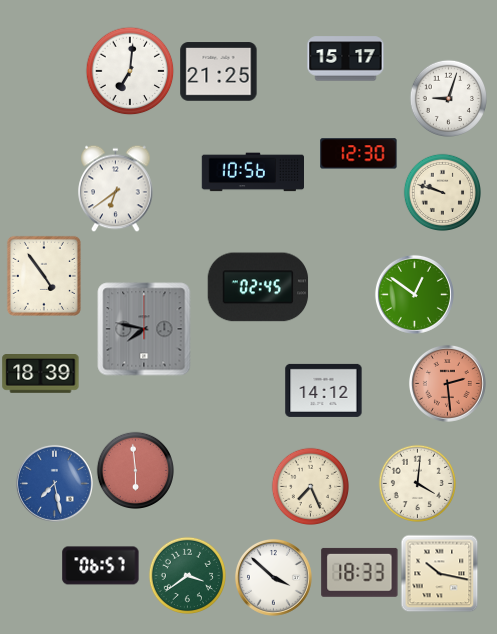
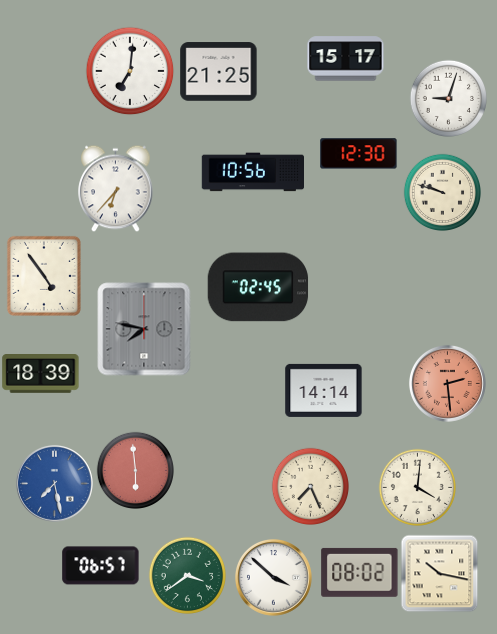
clock at (116, 188): 6:39 -> 6:37
clock at (414, 294): 12:51 -> none
clock at (324, 390): 14:12 -> 14:14
clock at (417, 483) position: (417, 483) -> (417, 487)
clock at (360, 572): 18:33 -> 08:02
